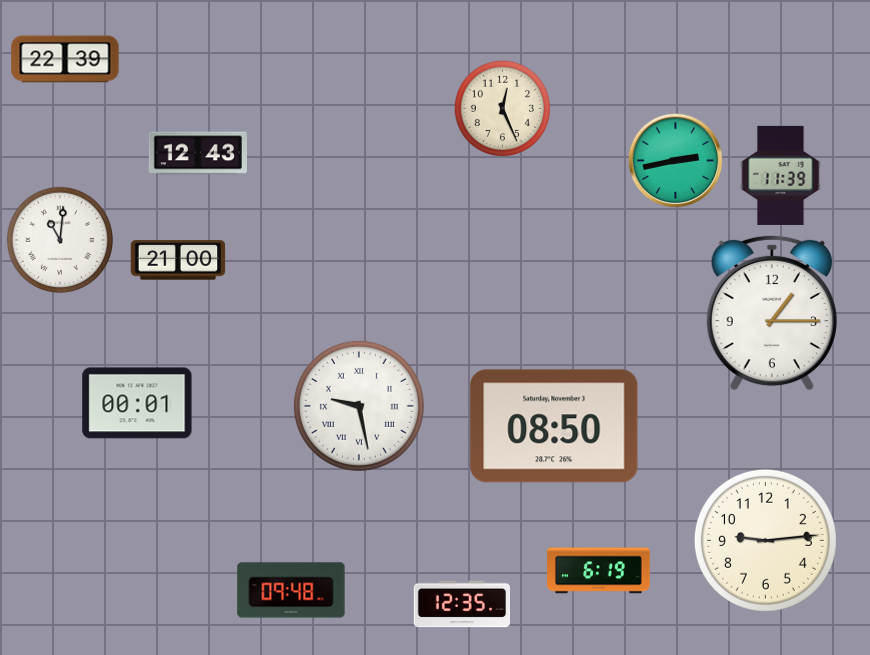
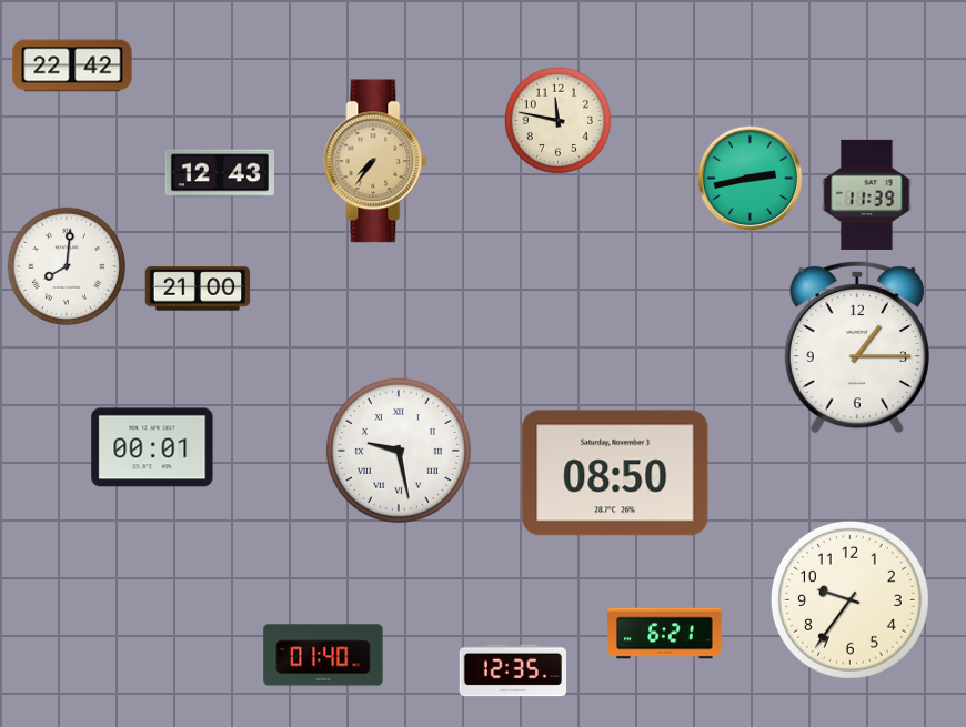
clock at (65, 59): 22:39 -> 22:42
clock at (502, 108): 12:26 -> 11:47
clock at (375, 161): none -> 7:36
clock at (198, 153) position: (198, 153) -> (220, 173)
clock at (60, 240): 11:01 -> 8:01
clock at (765, 540): 9:14 -> 9:36
clock at (599, 571): 6:19 -> 6:21
clock at (291, 590): 09:48 -> 01:40
